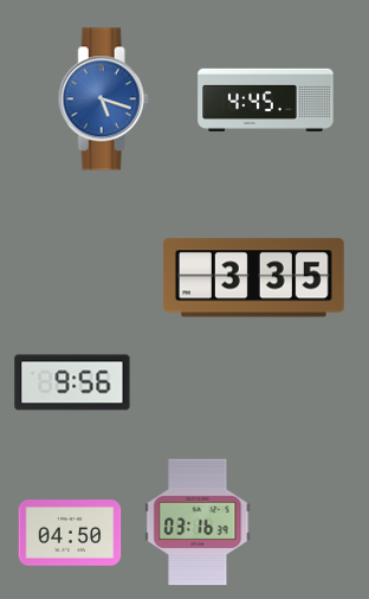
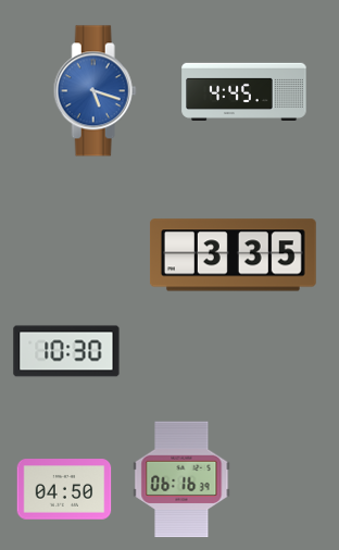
clock at (72, 382): 9:56 -> 10:30
clock at (198, 522): 03:16 -> 06:16
